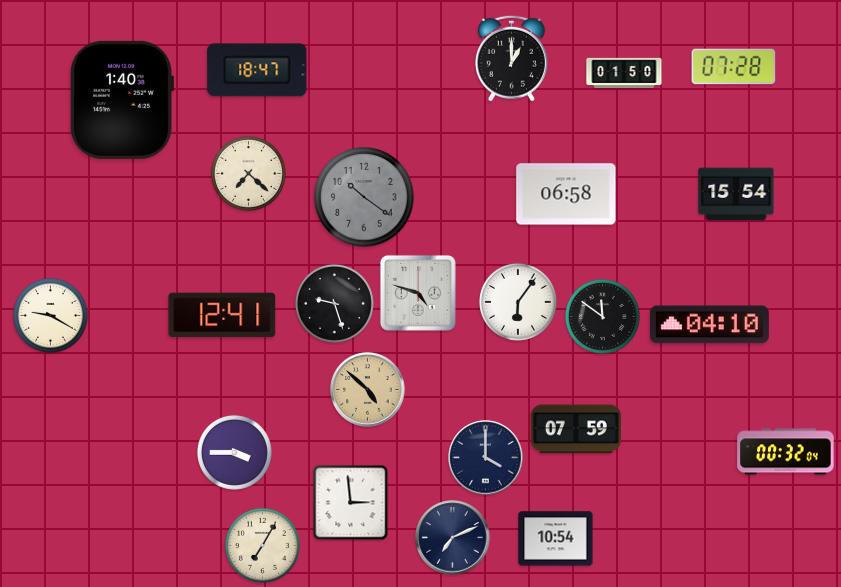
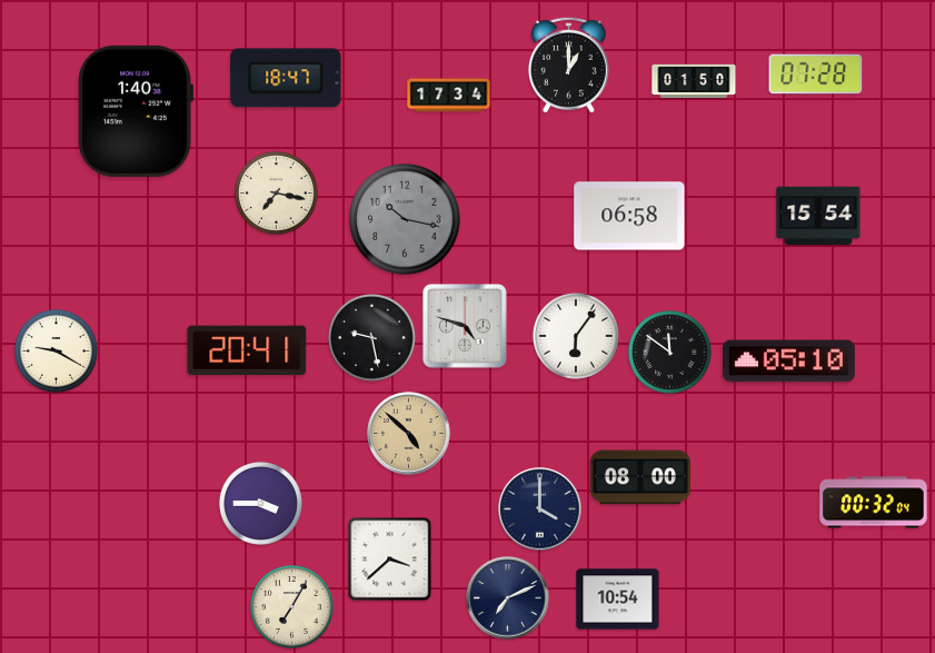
clock at (449, 96): none -> 17:34
clock at (248, 173): 7:22 -> 7:17
clock at (364, 197): 10:21 -> 10:17
clock at (334, 303): 9:27 -> 9:28
clock at (222, 315): 12:41 -> 20:41
clock at (709, 325): 04:10 -> 05:10
clock at (576, 429): 07:59 -> 08:00
clock at (351, 503): 2:59 -> 3:38
clock at (453, 538) position: (453, 538) -> (508, 598)
